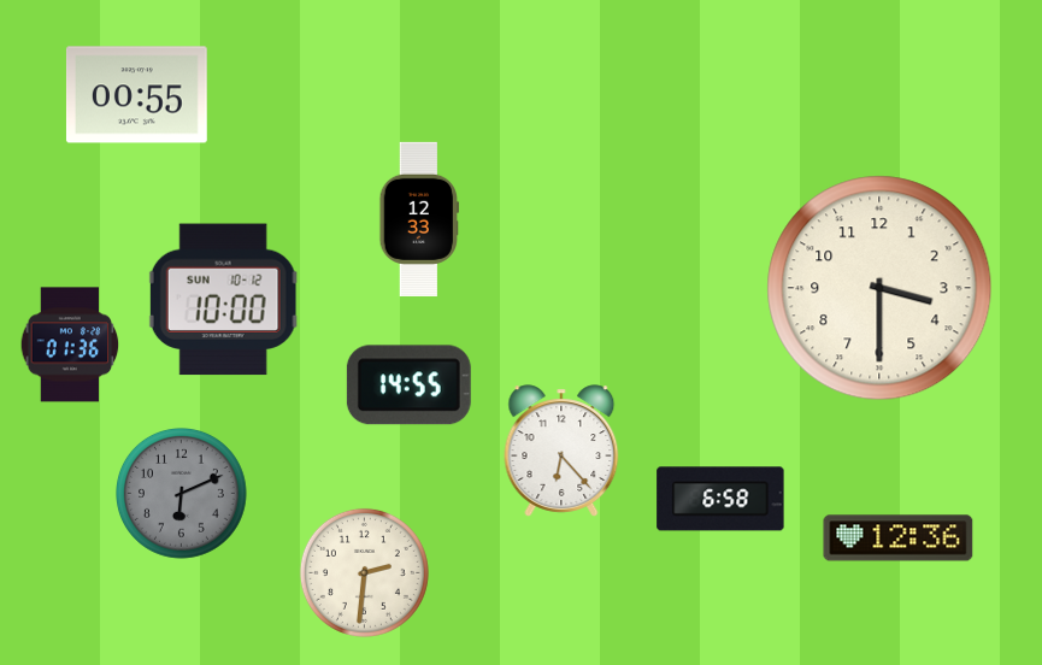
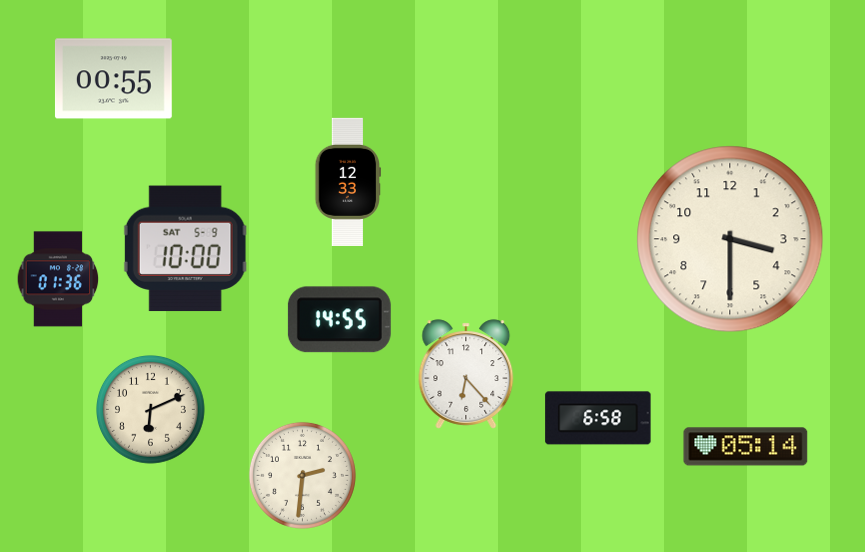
clock at (223, 300) date: SUN 10-12 -> SAT 5-9
clock at (70, 345) position: (70, 345) -> (58, 279)
clock at (182, 494) dial: grey -> cream
clock at (720, 499) position: (720, 499) -> (598, 418)
clock at (899, 539): 12:36 -> 05:14
